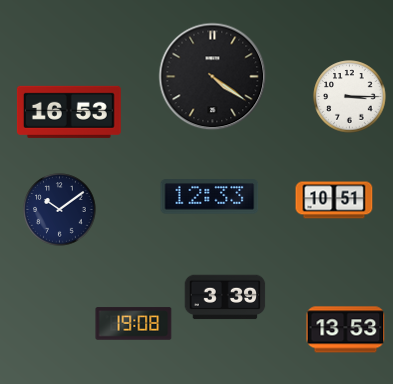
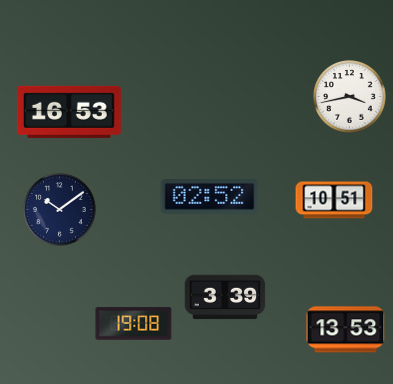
clock at (213, 77): 4:21 -> none
clock at (350, 97): 3:15 -> 3:43
clock at (210, 197): 12:33 -> 02:52
